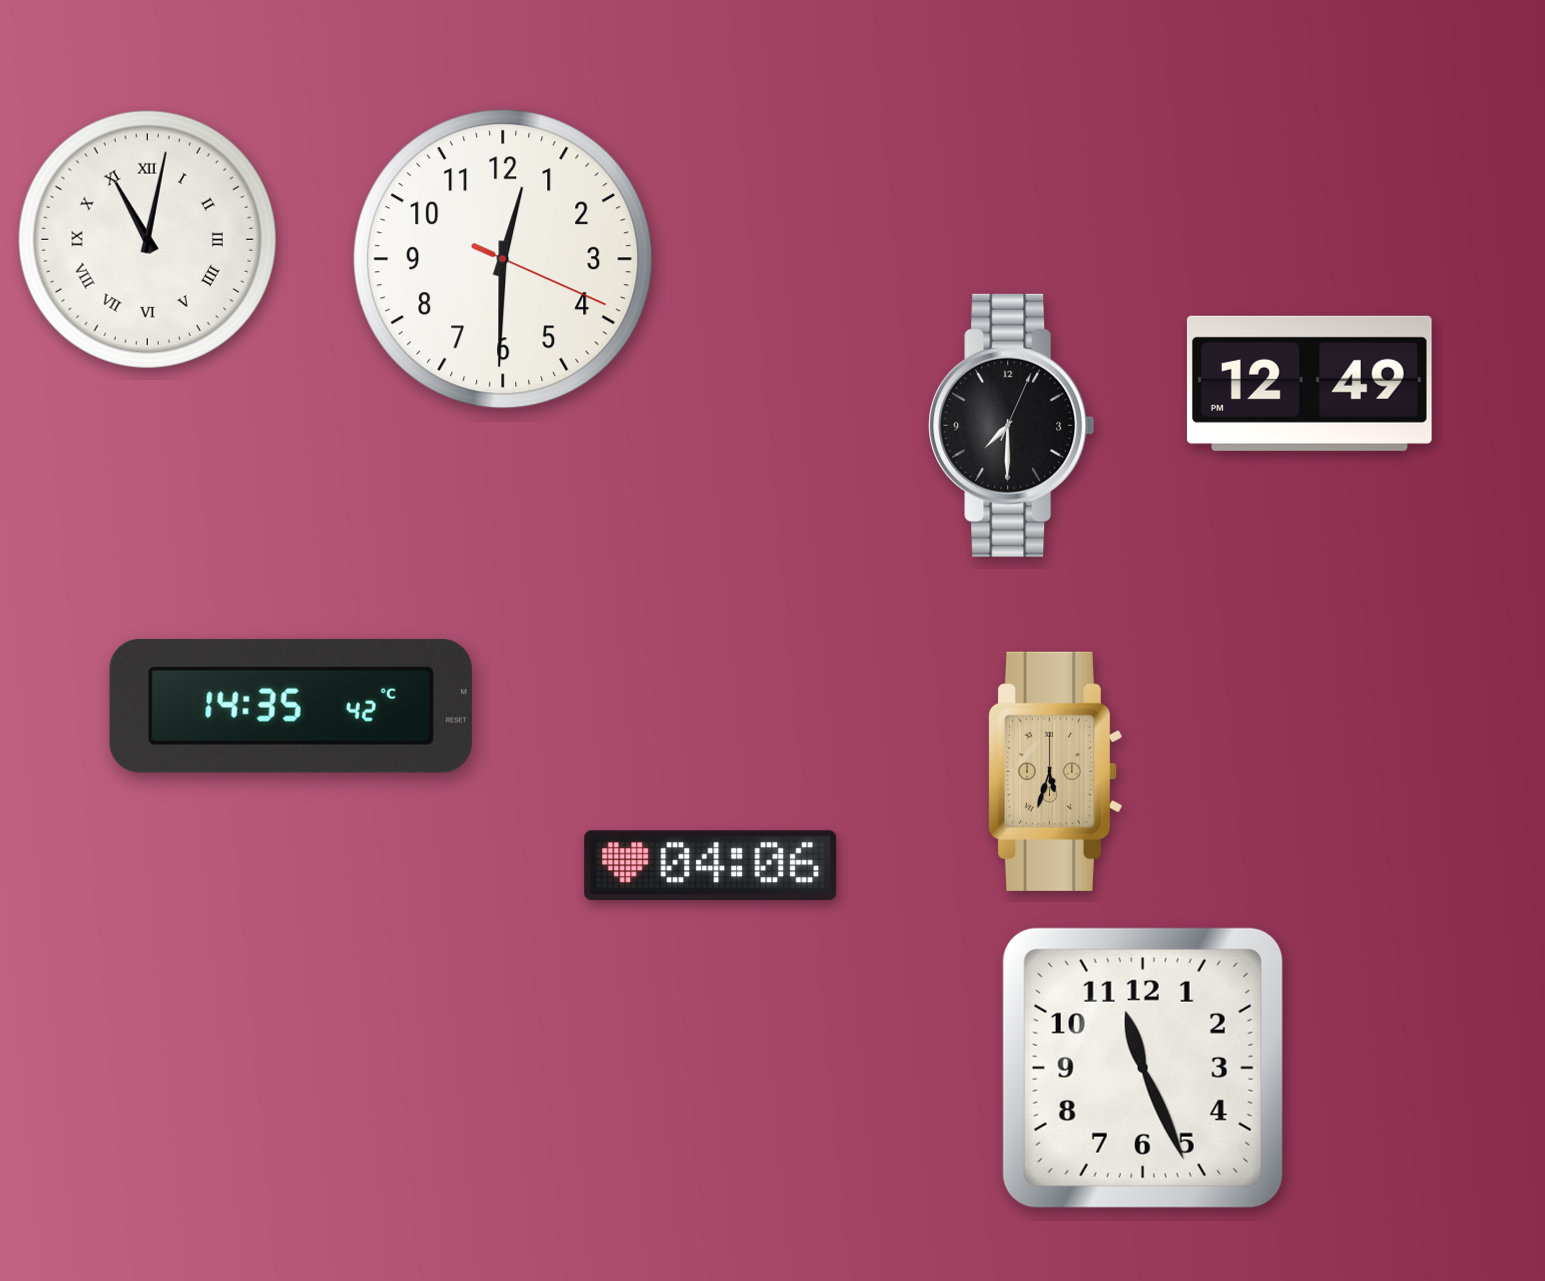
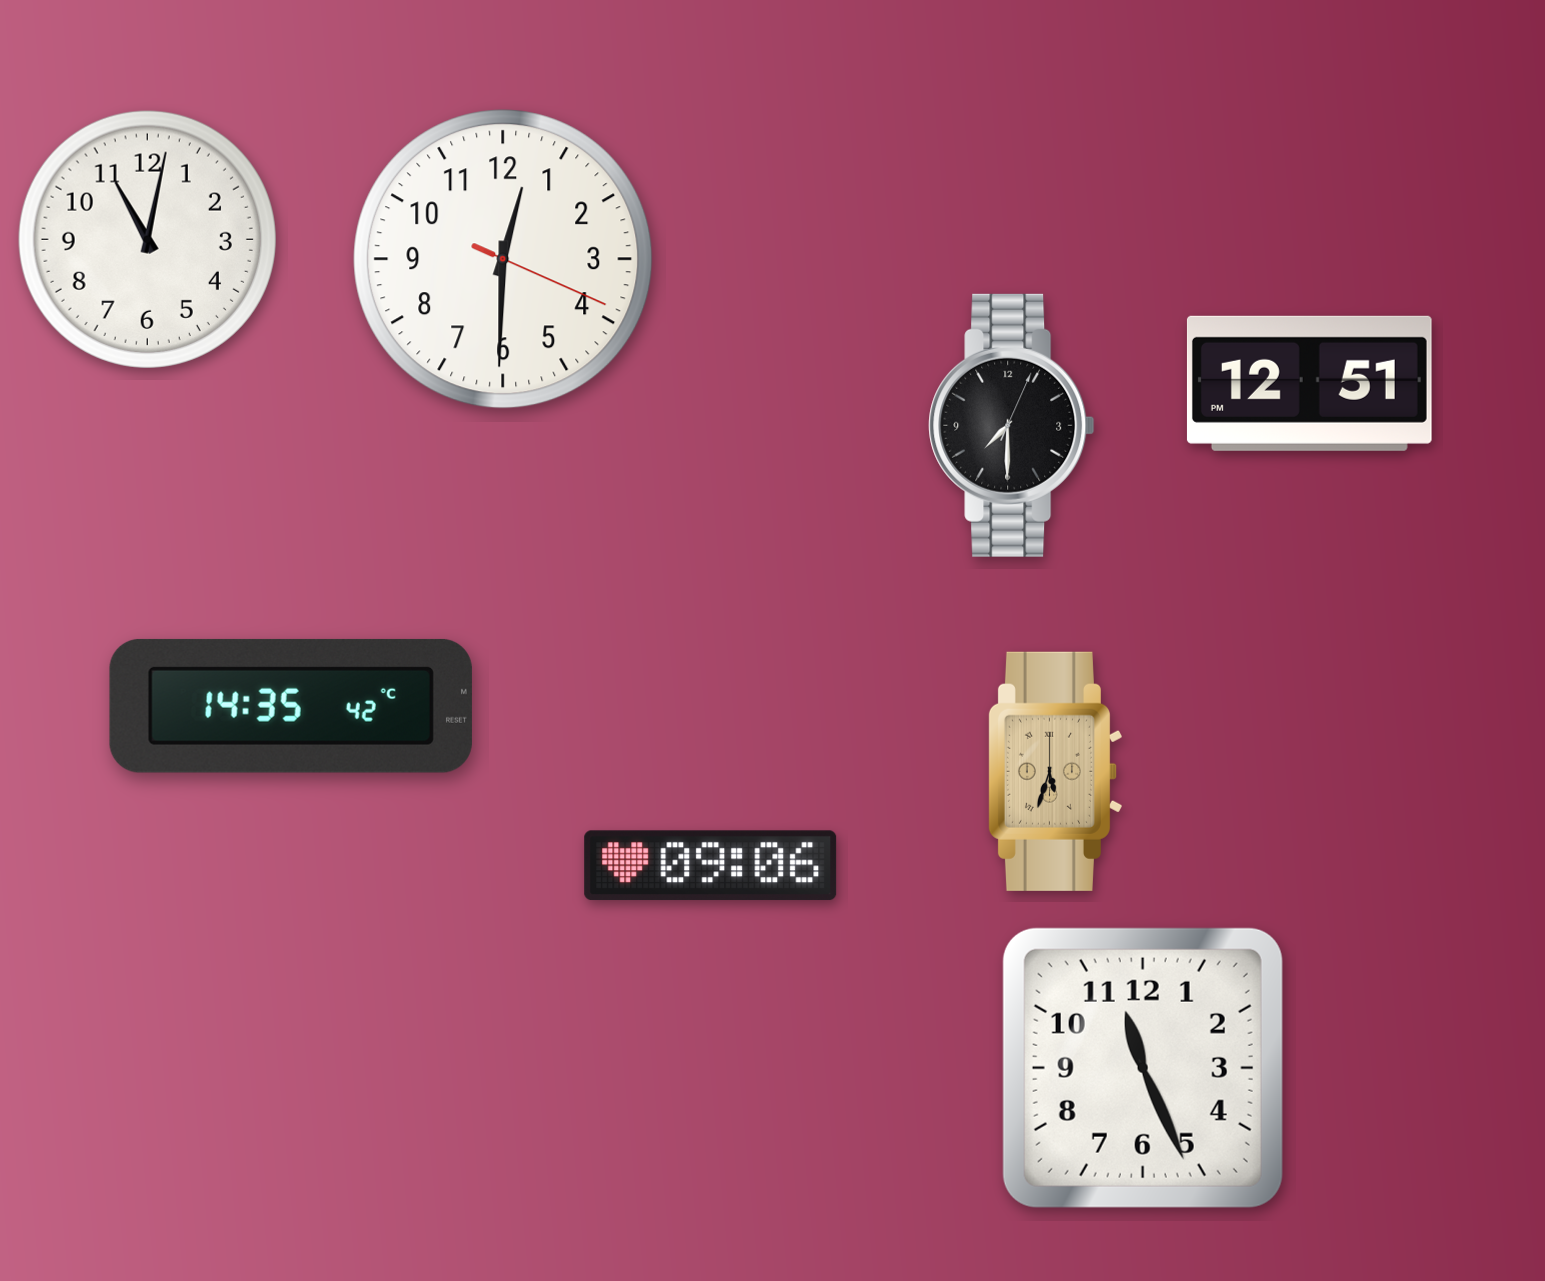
clock at (147, 239) numerals: Roman -> Arabic
clock at (1309, 383): 12:49 -> 12:51
clock at (711, 866): 04:06 -> 09:06
